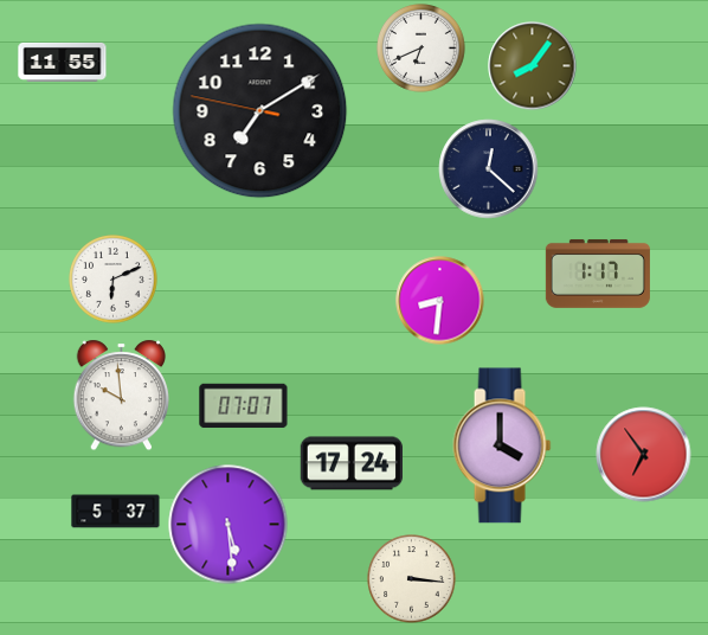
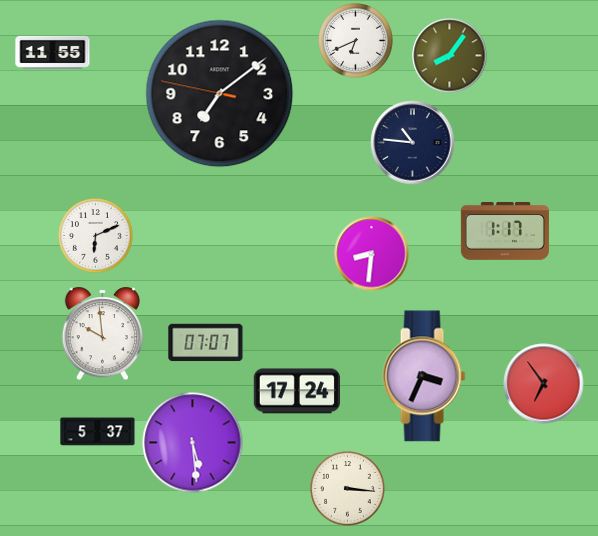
clock at (260, 111): 7:09 -> 7:08
clock at (489, 169): 12:22 -> 10:46
clock at (502, 445): 4:00 -> 3:34
